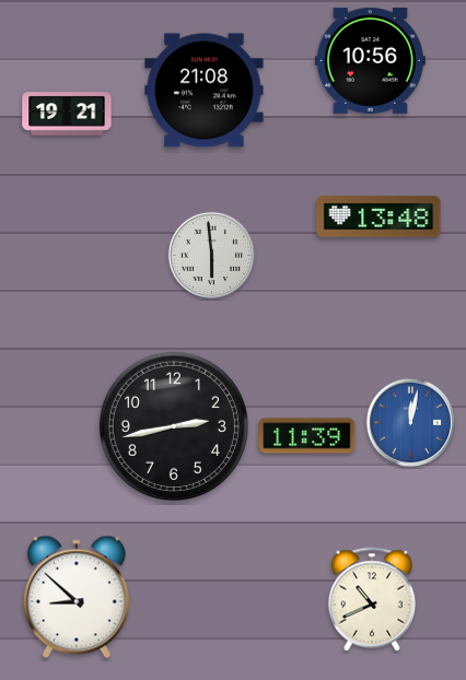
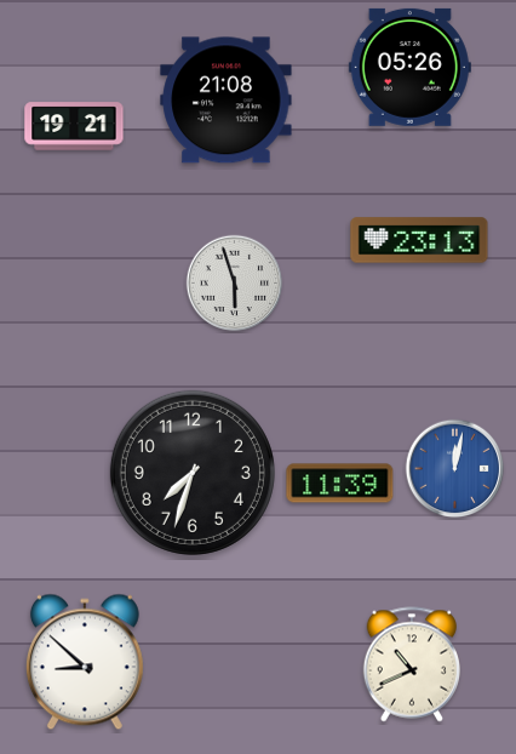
clock at (370, 60): 10:56 -> 05:26
clock at (378, 216): 13:48 -> 23:13
clock at (212, 256): 5:59 -> 5:57
clock at (174, 426): 2:43 -> 7:33
